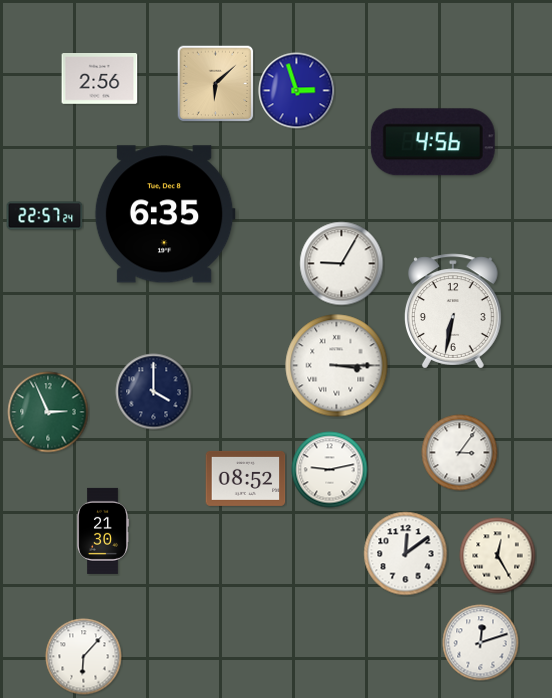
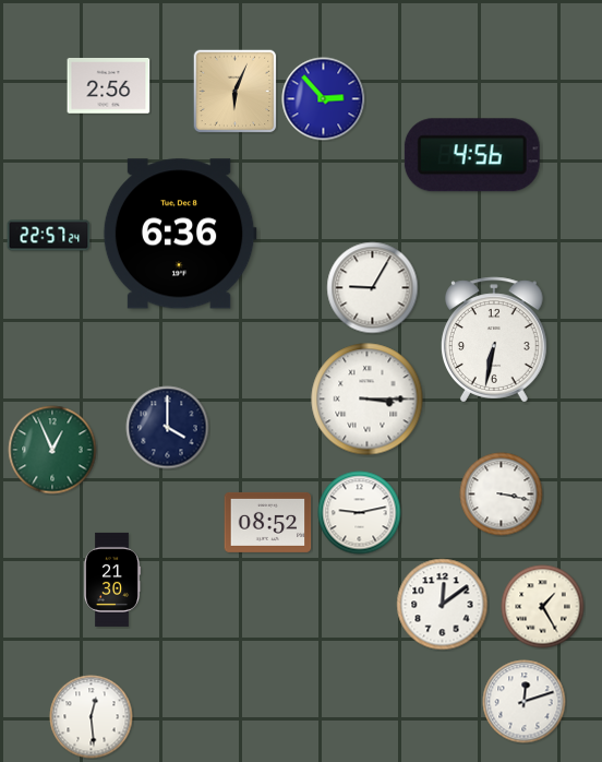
clock at (215, 83): 6:08 -> 6:04
clock at (297, 91): 2:57 -> 2:53
clock at (165, 214): 6:35 -> 6:36
clock at (48, 412): 2:56 -> 12:56
clock at (460, 453): 3:06 -> 3:17
clock at (498, 556): 12:25 -> 1:25
clock at (84, 657): 6:07 -> 12:29
